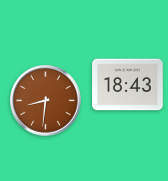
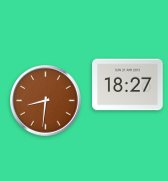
clock at (128, 85): 18:43 -> 18:27
